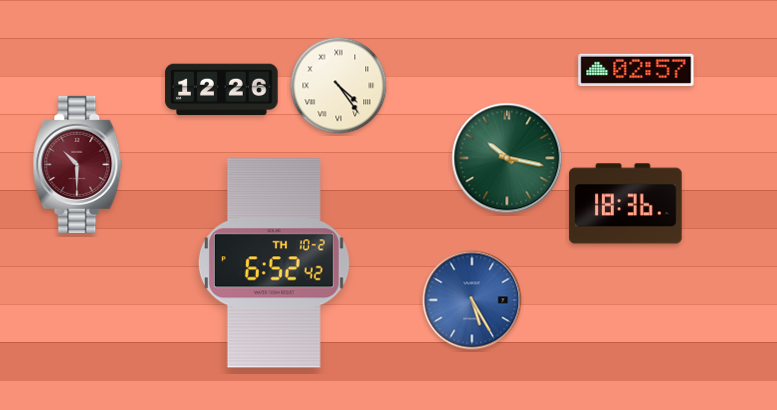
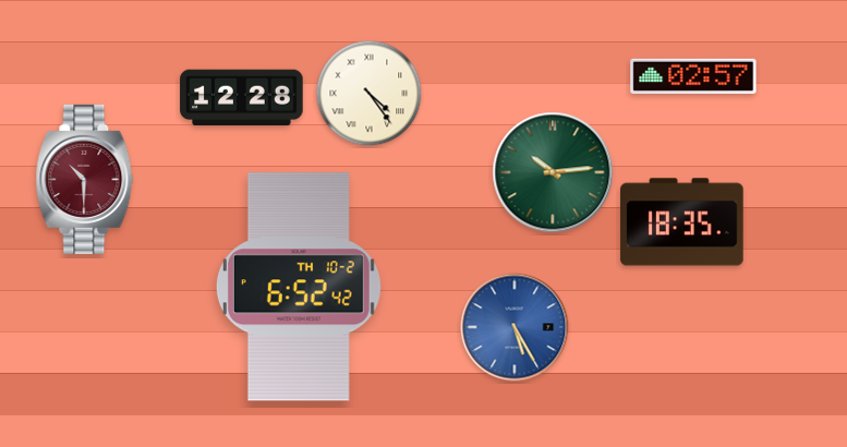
clock at (222, 90): 12:26 -> 12:28
clock at (507, 158): 10:17 -> 10:14
clock at (626, 204): 18:36 -> 18:35
